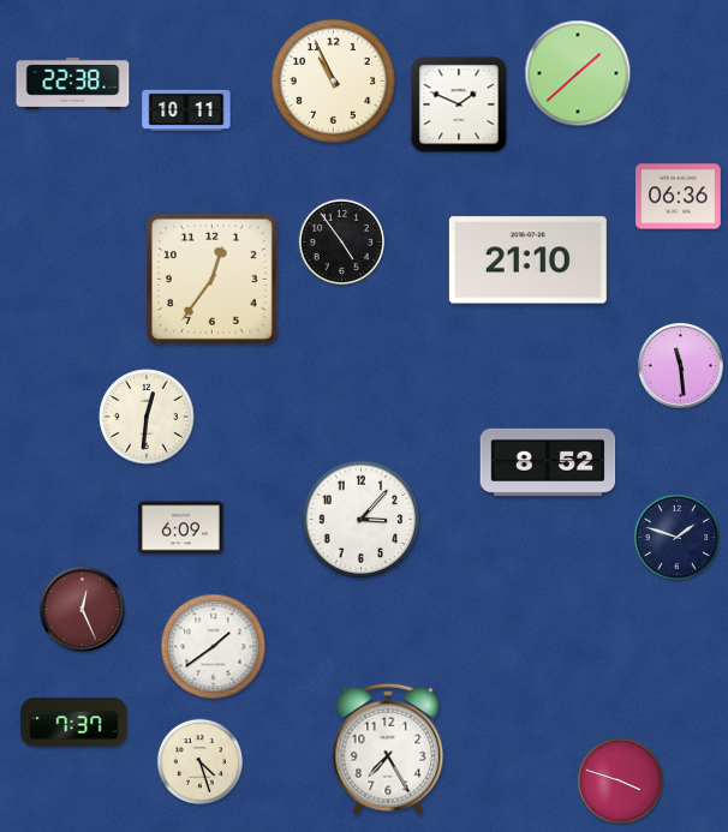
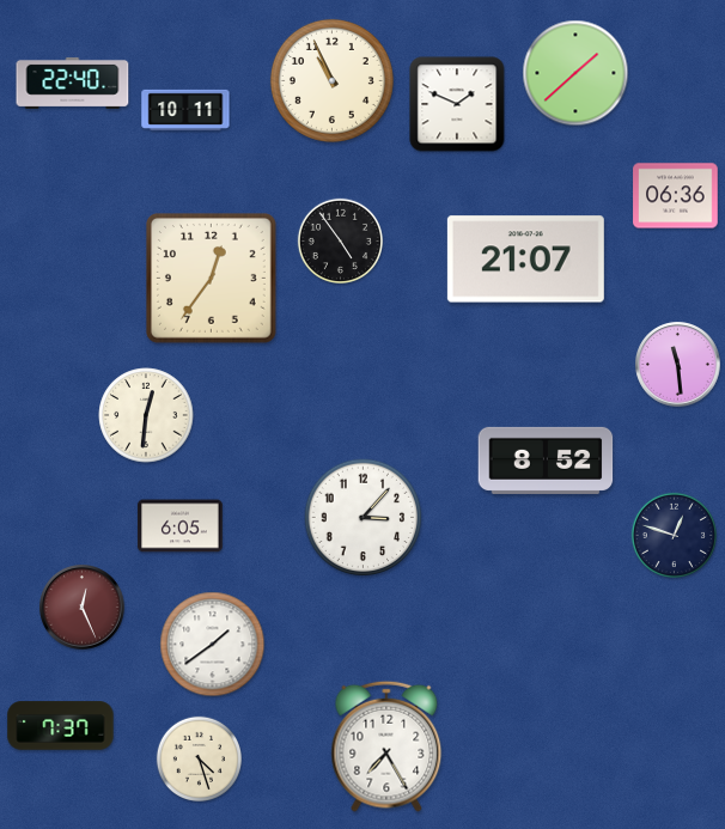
clock at (73, 83): 22:38 -> 22:40
clock at (527, 261): 21:10 -> 21:07
clock at (362, 520) position: (362, 520) -> (364, 518)
clock at (181, 528): 6:09 -> 6:05
clock at (676, 537): 1:48 -> 12:48
clock at (74, 723) position: (74, 723) -> (61, 726)
clock at (620, 780): 3:48 -> none
